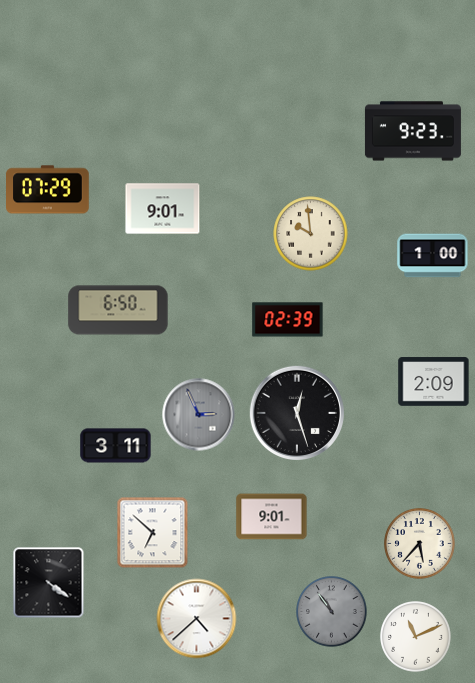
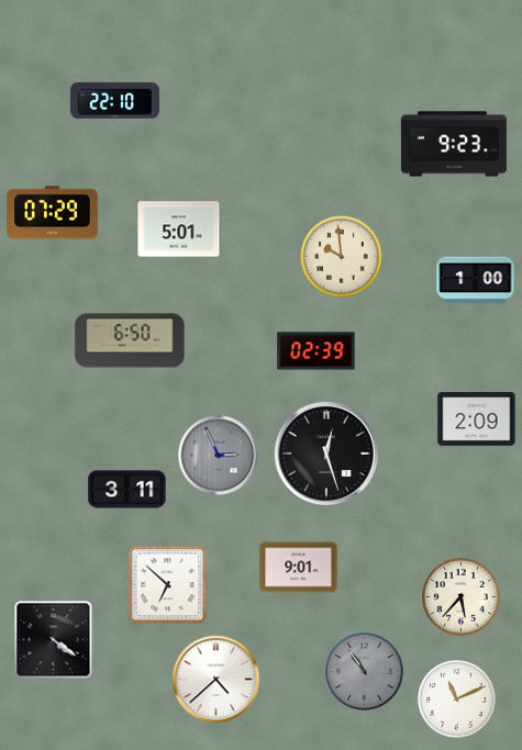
clock at (114, 101): none -> 22:10
clock at (48, 190) position: (48, 190) -> (53, 213)
clock at (163, 209): 9:01 -> 5:01
